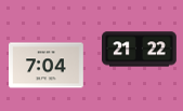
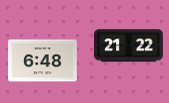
clock at (47, 66): 7:04 -> 6:48
